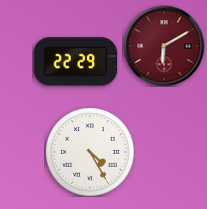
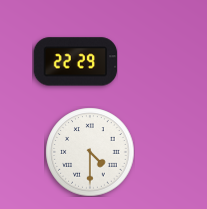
clock at (164, 46): 6:10 -> none
clock at (90, 152): 4:25 -> 4:30
